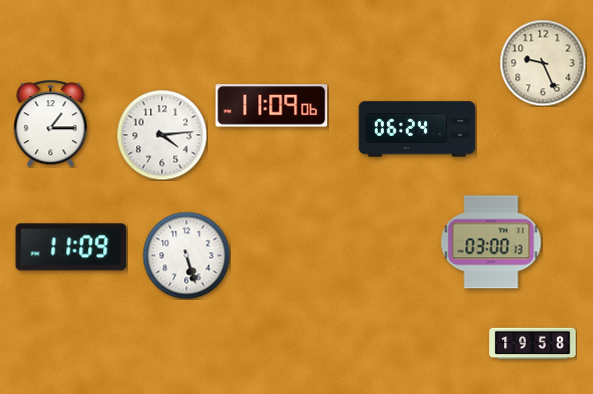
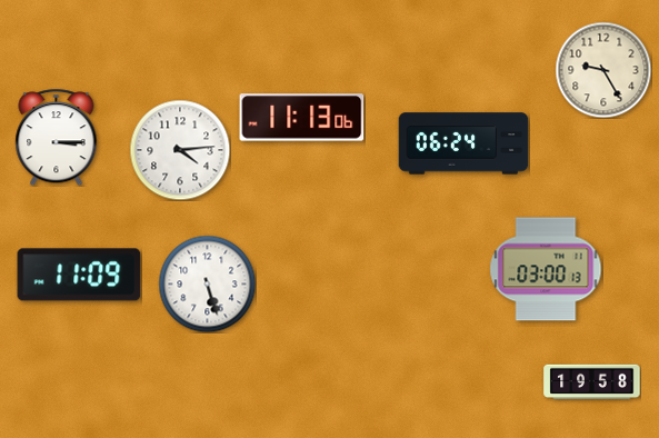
clock at (543, 63): 9:26 -> 9:25
clock at (272, 106): 11:09 -> 11:13
clock at (51, 123): 1:15 -> 3:15
